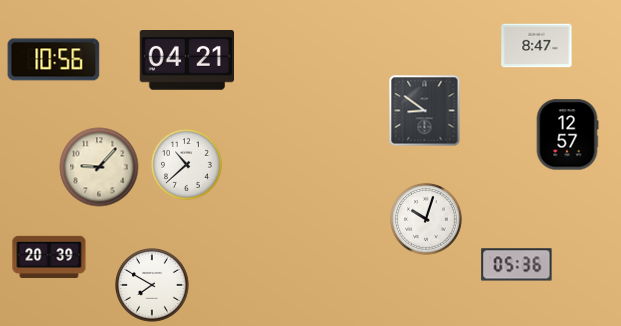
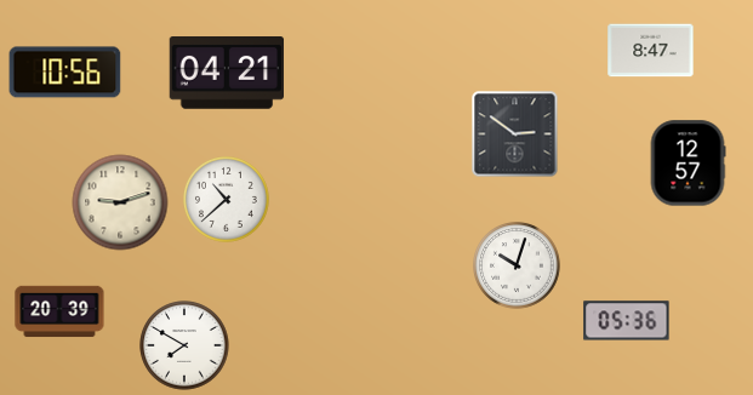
clock at (537, 46) position: (537, 46) -> (651, 51)
clock at (425, 111): 8:51 -> 2:51
clock at (99, 167): 9:07 -> 9:12
